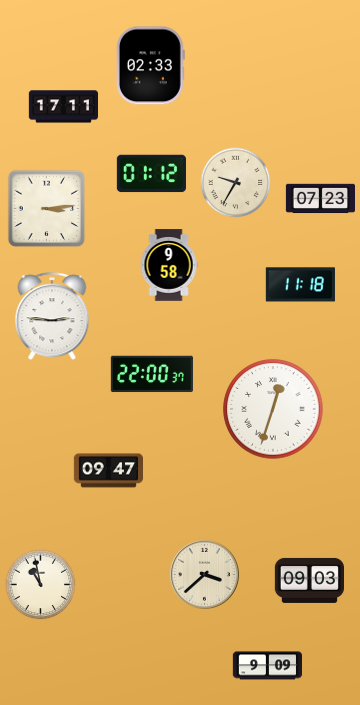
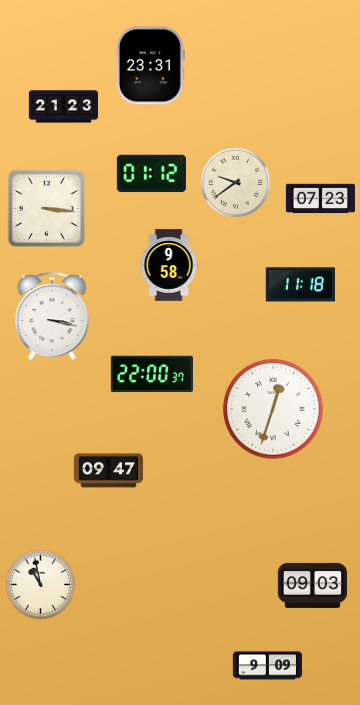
clock at (150, 66): 02:33 -> 23:31
clock at (63, 107): 17:11 -> 21:23
clock at (236, 183): 9:35 -> 9:39
clock at (47, 209): 3:14 -> 3:16
clock at (52, 317): 2:46 -> 3:17
clock at (204, 574): 3:38 -> none
clock at (309, 580) position: (309, 580) -> (312, 585)
